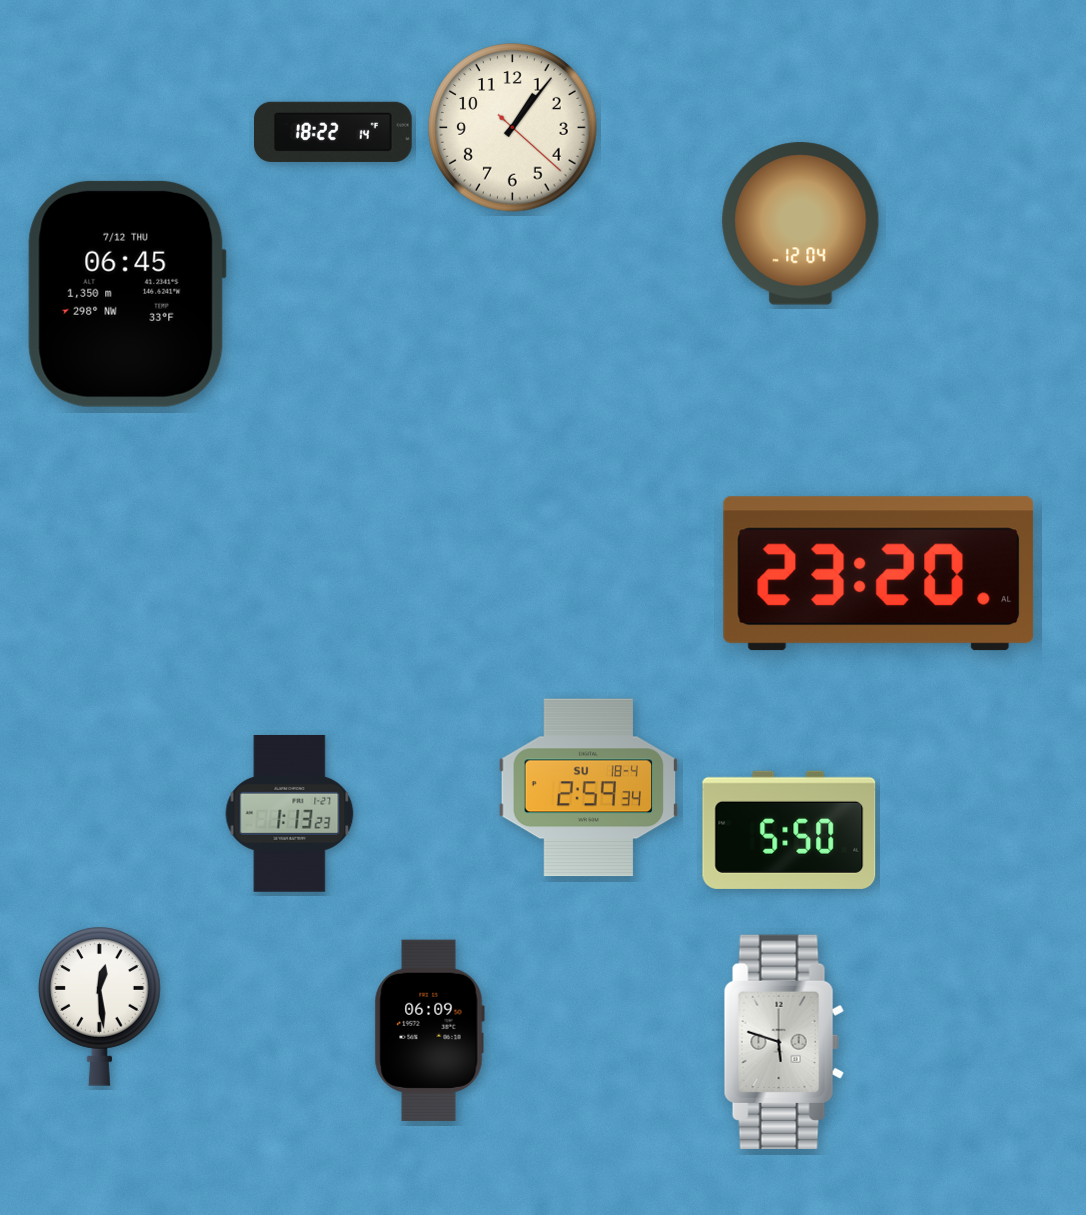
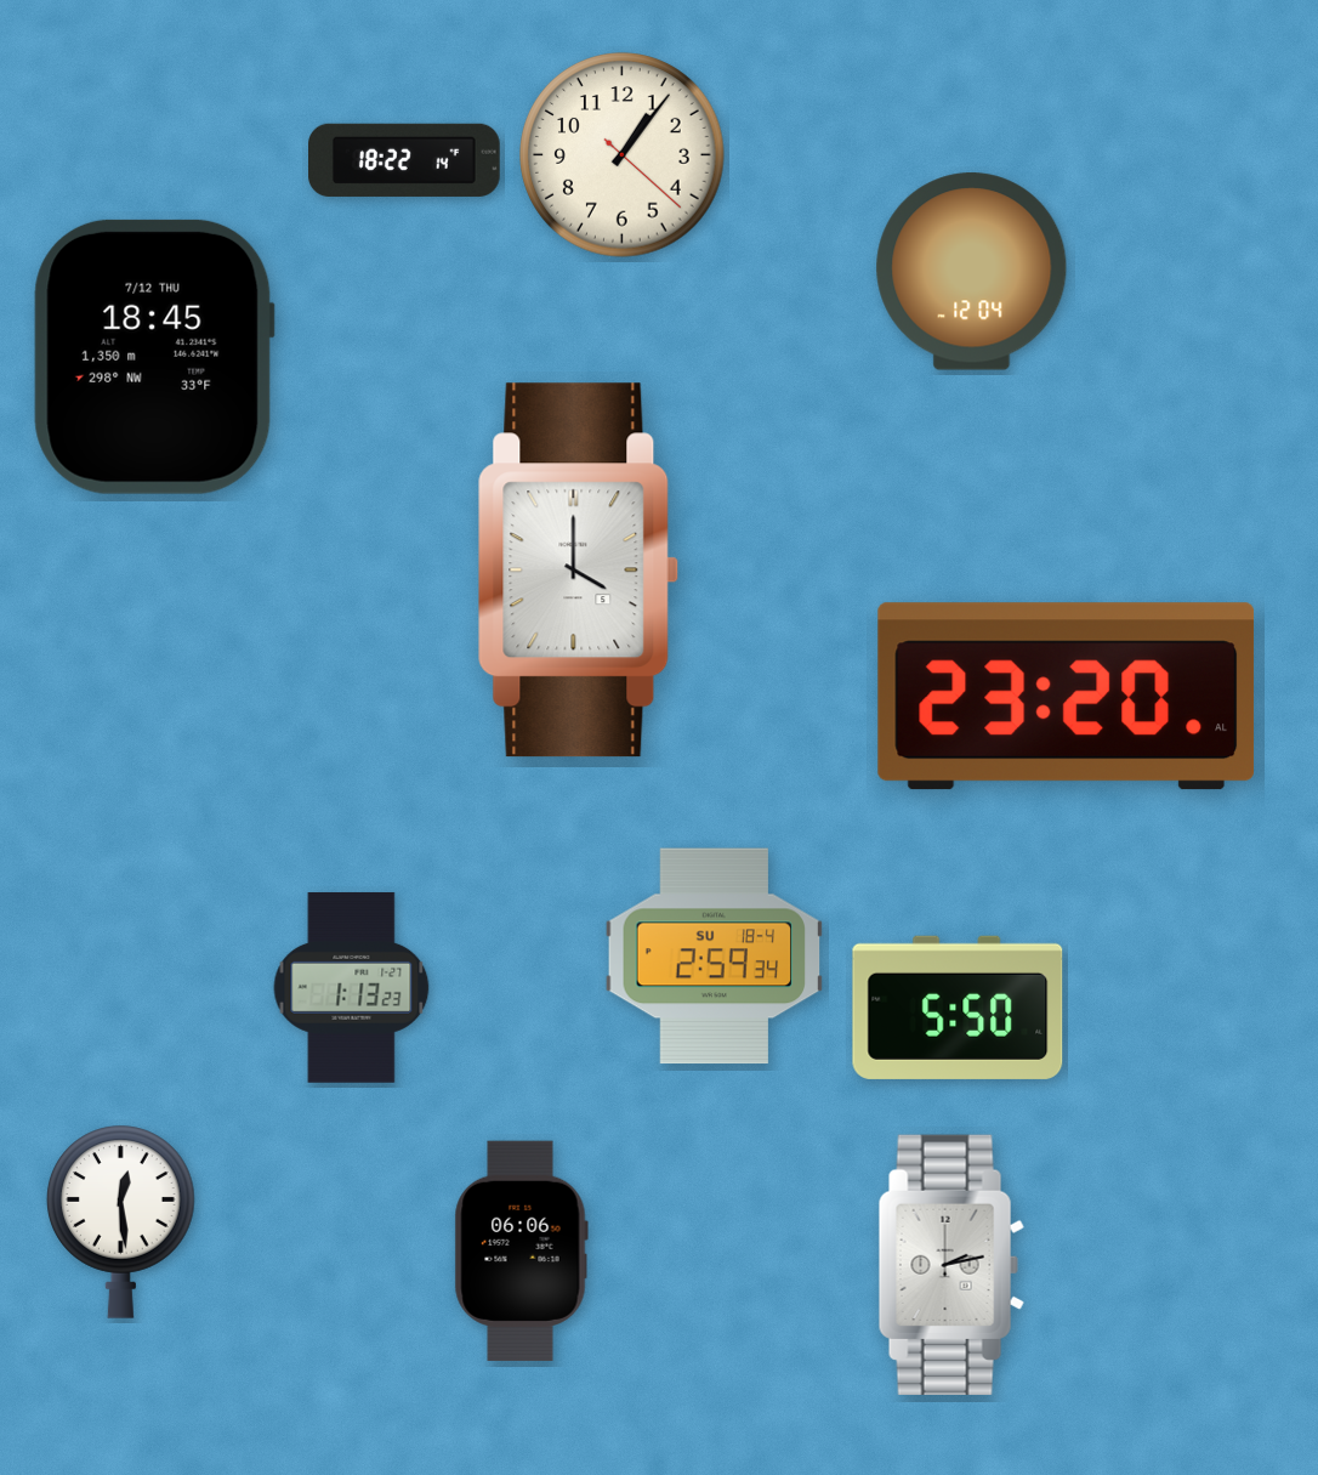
clock at (127, 294): 06:45 -> 18:45
clock at (579, 571): none -> 4:00
clock at (429, 1030): 06:09 -> 06:06
clock at (784, 1042): 5:48 -> 2:13
